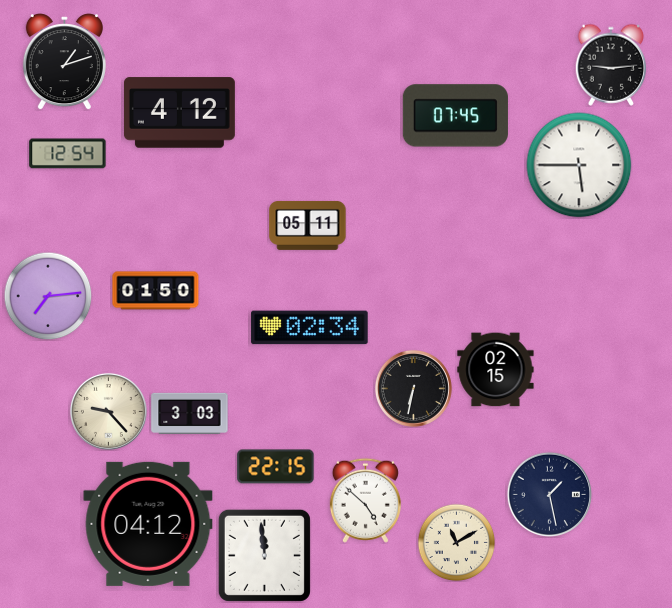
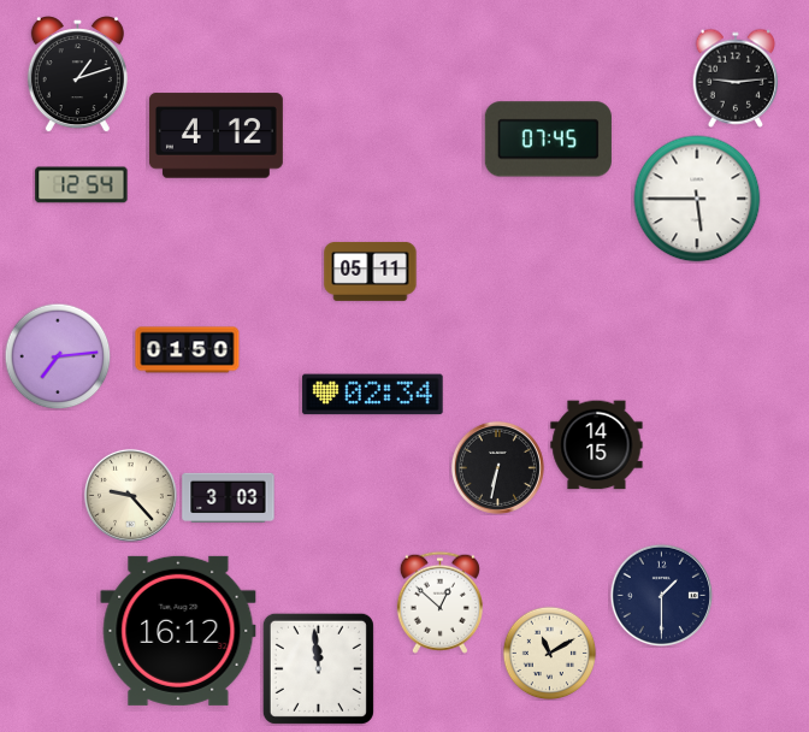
clock at (496, 370): 02:15 -> 14:15
clock at (276, 467): 22:15 -> none
clock at (549, 494): 1:28 -> 1:30
clock at (365, 500): 4:52 -> 12:52
clock at (148, 524): 04:12 -> 16:12
